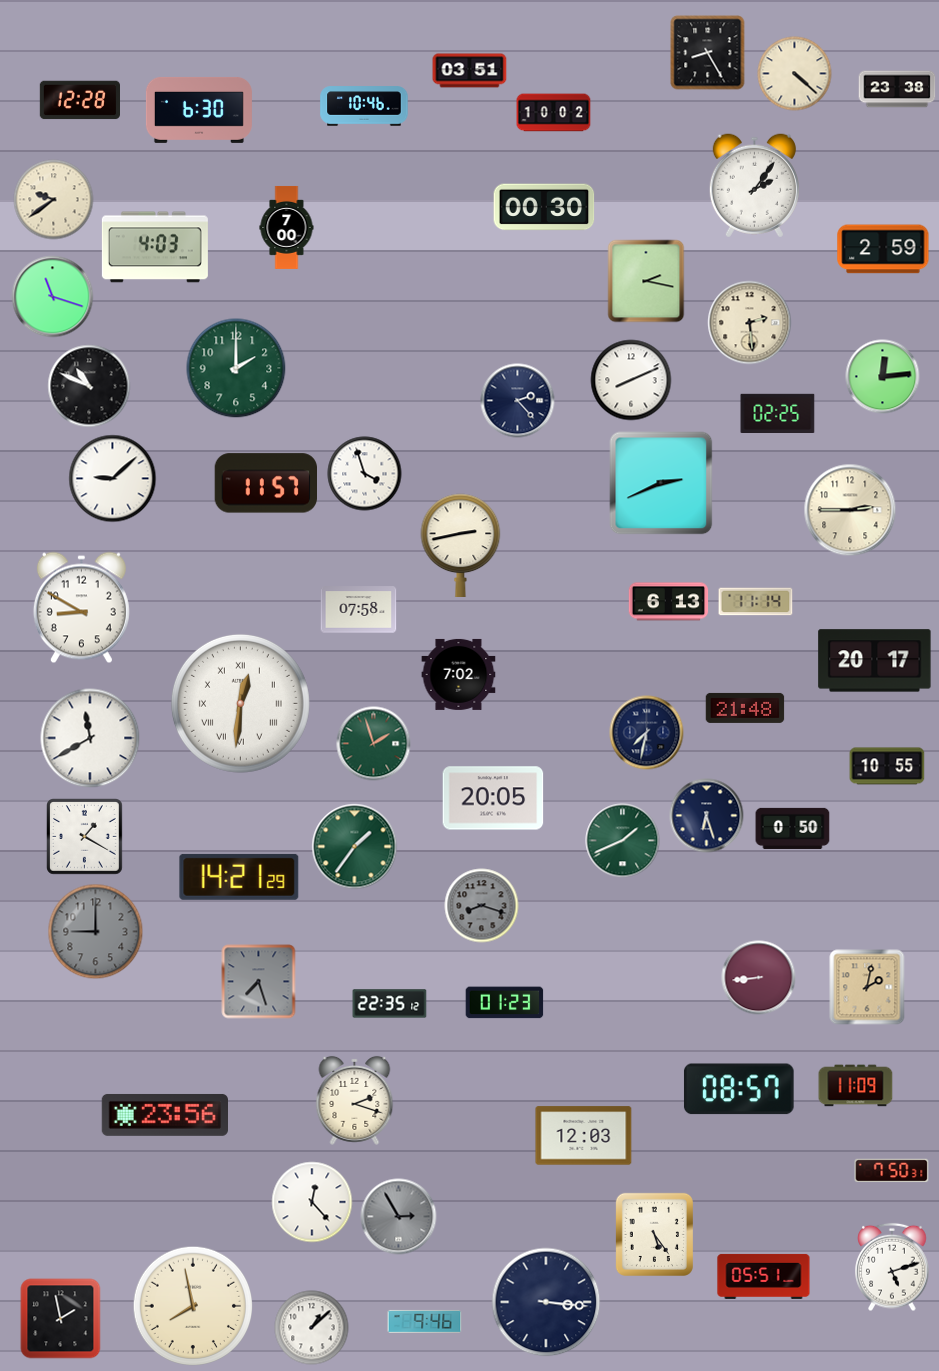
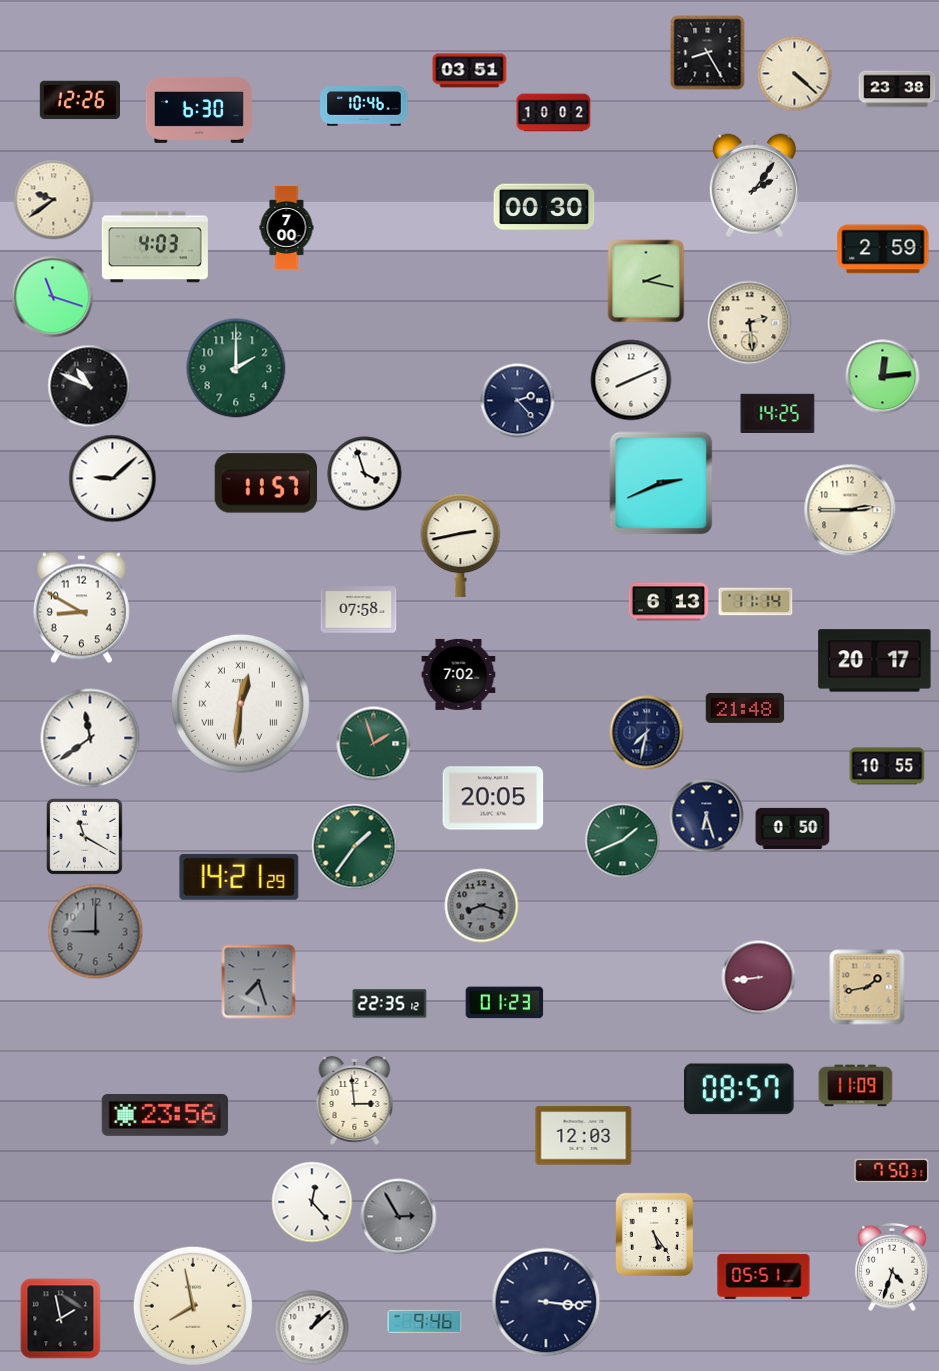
clock at (79, 100): 12:28 -> 12:26
clock at (778, 413): 02:25 -> 14:25
clock at (90, 738): 11:40 -> 11:39
clock at (85, 837): 1:20 -> 11:20
clock at (867, 987): 2:02 -> 1:43
clock at (355, 1100): 2:18 -> 2:59
clock at (892, 1267): 5:12 -> 4:33
